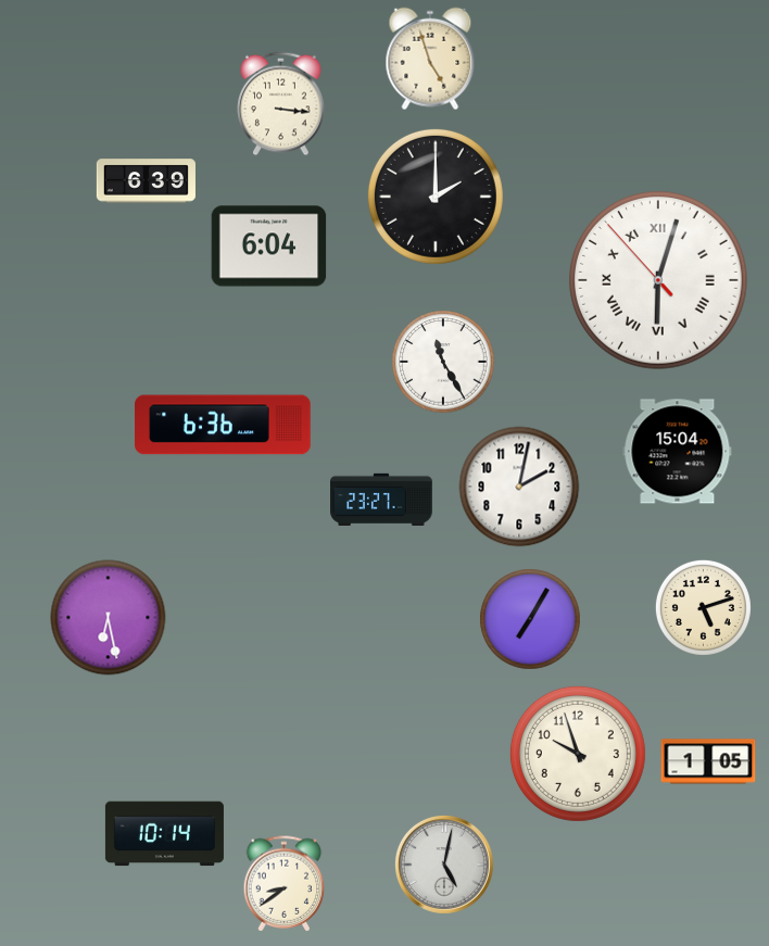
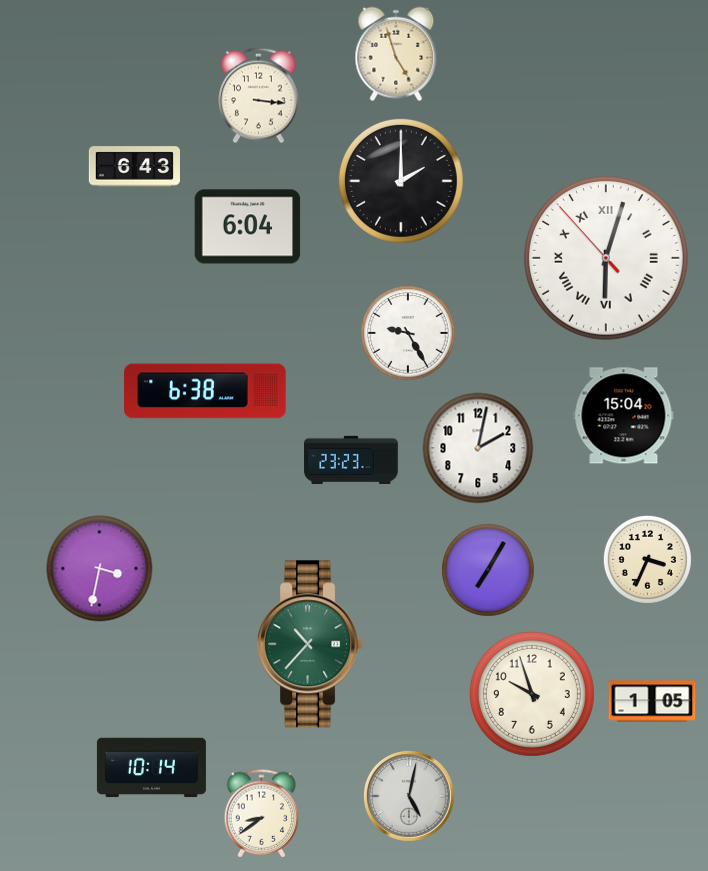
clock at (146, 181): 6:39 -> 6:43
clock at (443, 362): 11:25 -> 9:25
clock at (223, 425): 6:36 -> 6:38
clock at (382, 500): 23:27 -> 23:23
clock at (703, 607): 5:12 -> 3:34
clock at (109, 618): 6:28 -> 3:32
clock at (311, 644): none -> 10:37
